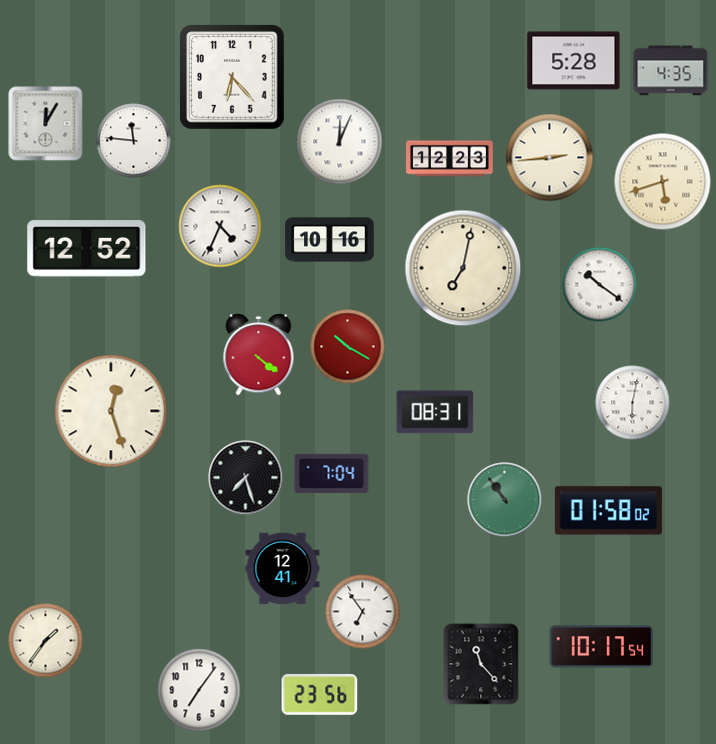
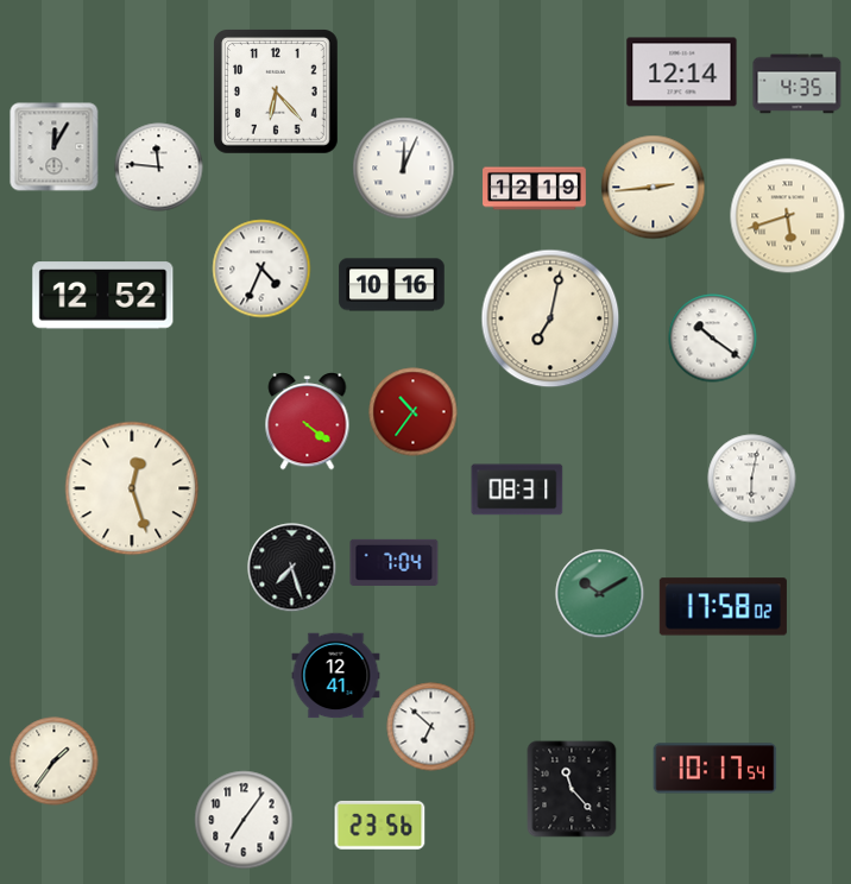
clock at (574, 61): 5:28 -> 12:14
clock at (450, 159): 12:23 -> 12:19
clock at (348, 347): 10:20 -> 10:36
clock at (505, 500): 10:54 -> 10:10
clock at (608, 511): 01:58 -> 17:58
clock at (363, 612): 6:54 -> 6:52
clock at (199, 690) position: (199, 690) -> (244, 820)
